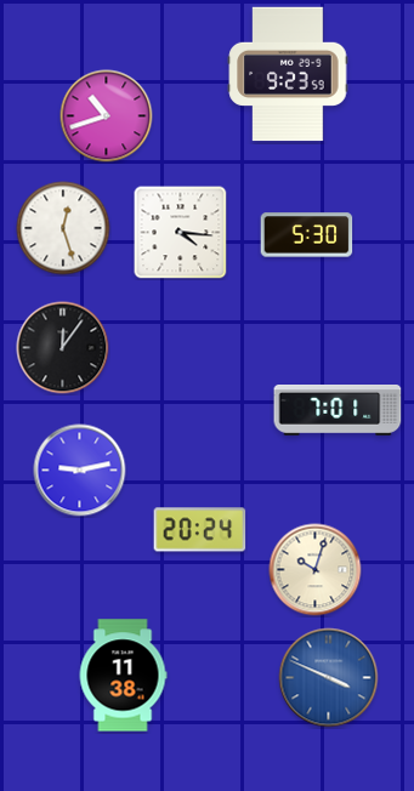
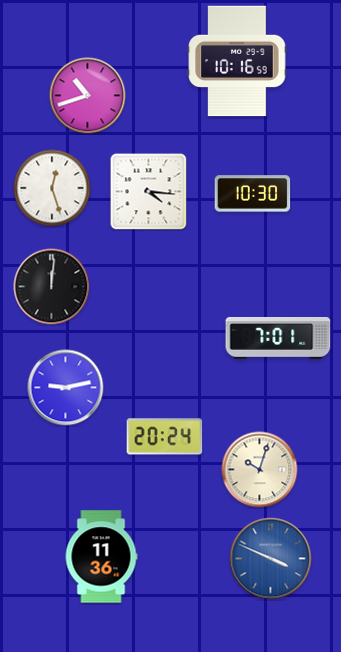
clock at (288, 74): 9:23 -> 10:16
clock at (307, 235): 5:30 -> 10:30
clock at (63, 348): 12:06 -> 12:01
clock at (123, 676): 11:38 -> 11:36
